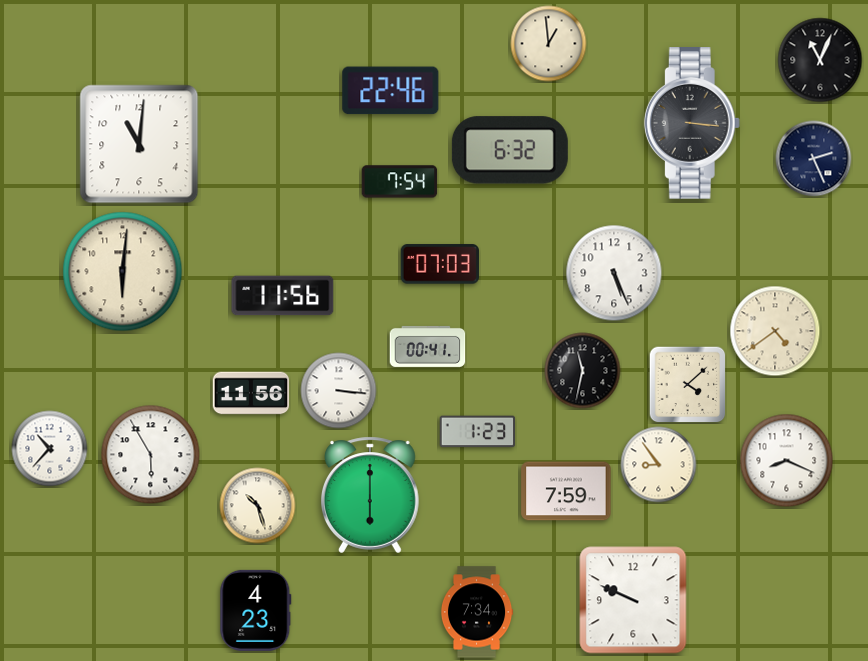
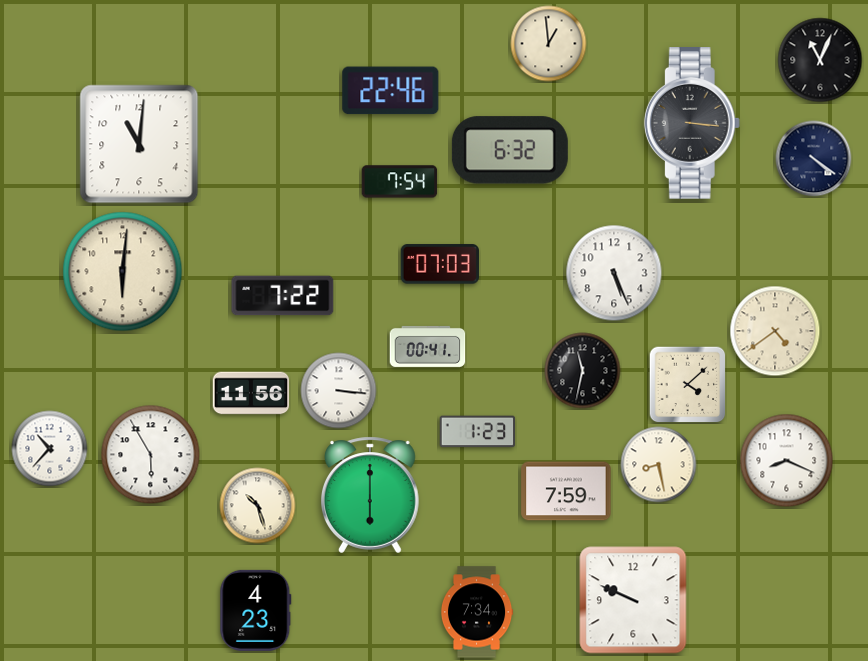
clock at (814, 159): 2:26 -> 4:21
clock at (283, 296): 11:56 -> 7:22
clock at (659, 465): 8:54 -> 8:28
